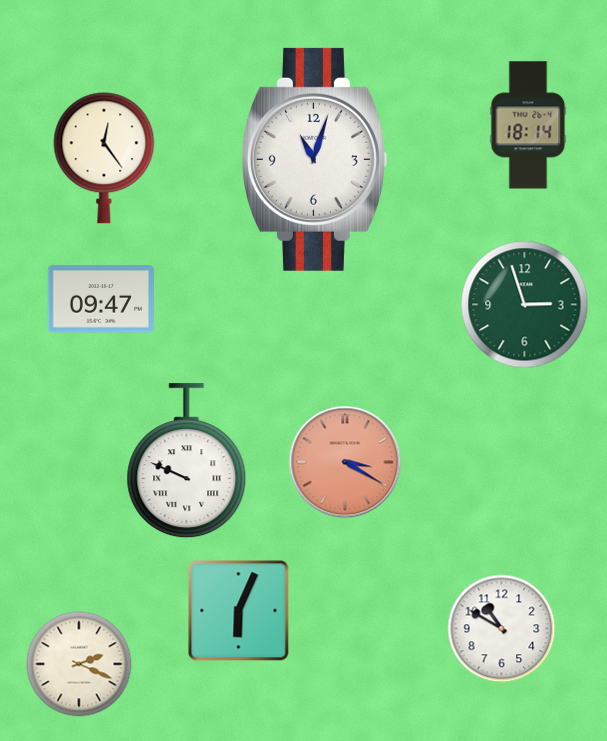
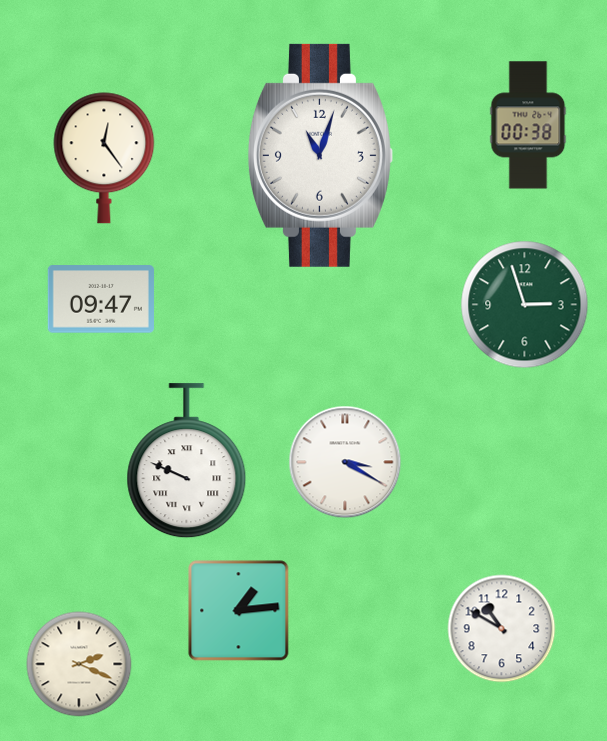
clock at (528, 125): 18:14 -> 00:38
clock at (314, 159) position: (314, 159) -> (320, 155)
clock at (345, 462) dial: salmon -> white
clock at (239, 611): 6:04 -> 1:14
